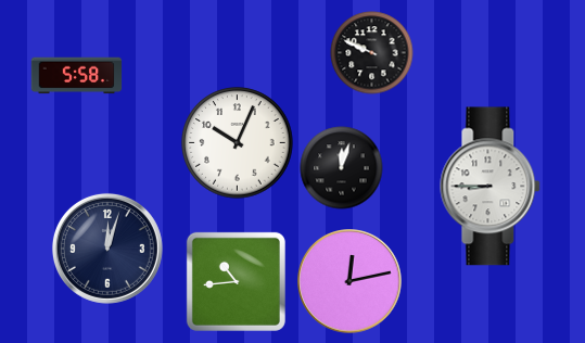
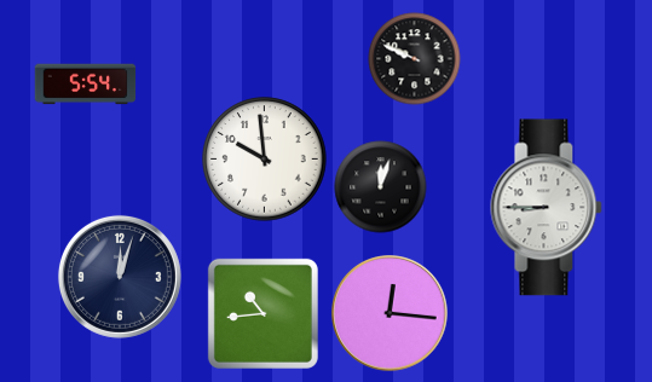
clock at (77, 76): 5:58 -> 5:54
clock at (238, 143): 10:04 -> 9:59
clock at (349, 281): 12:13 -> 12:16
